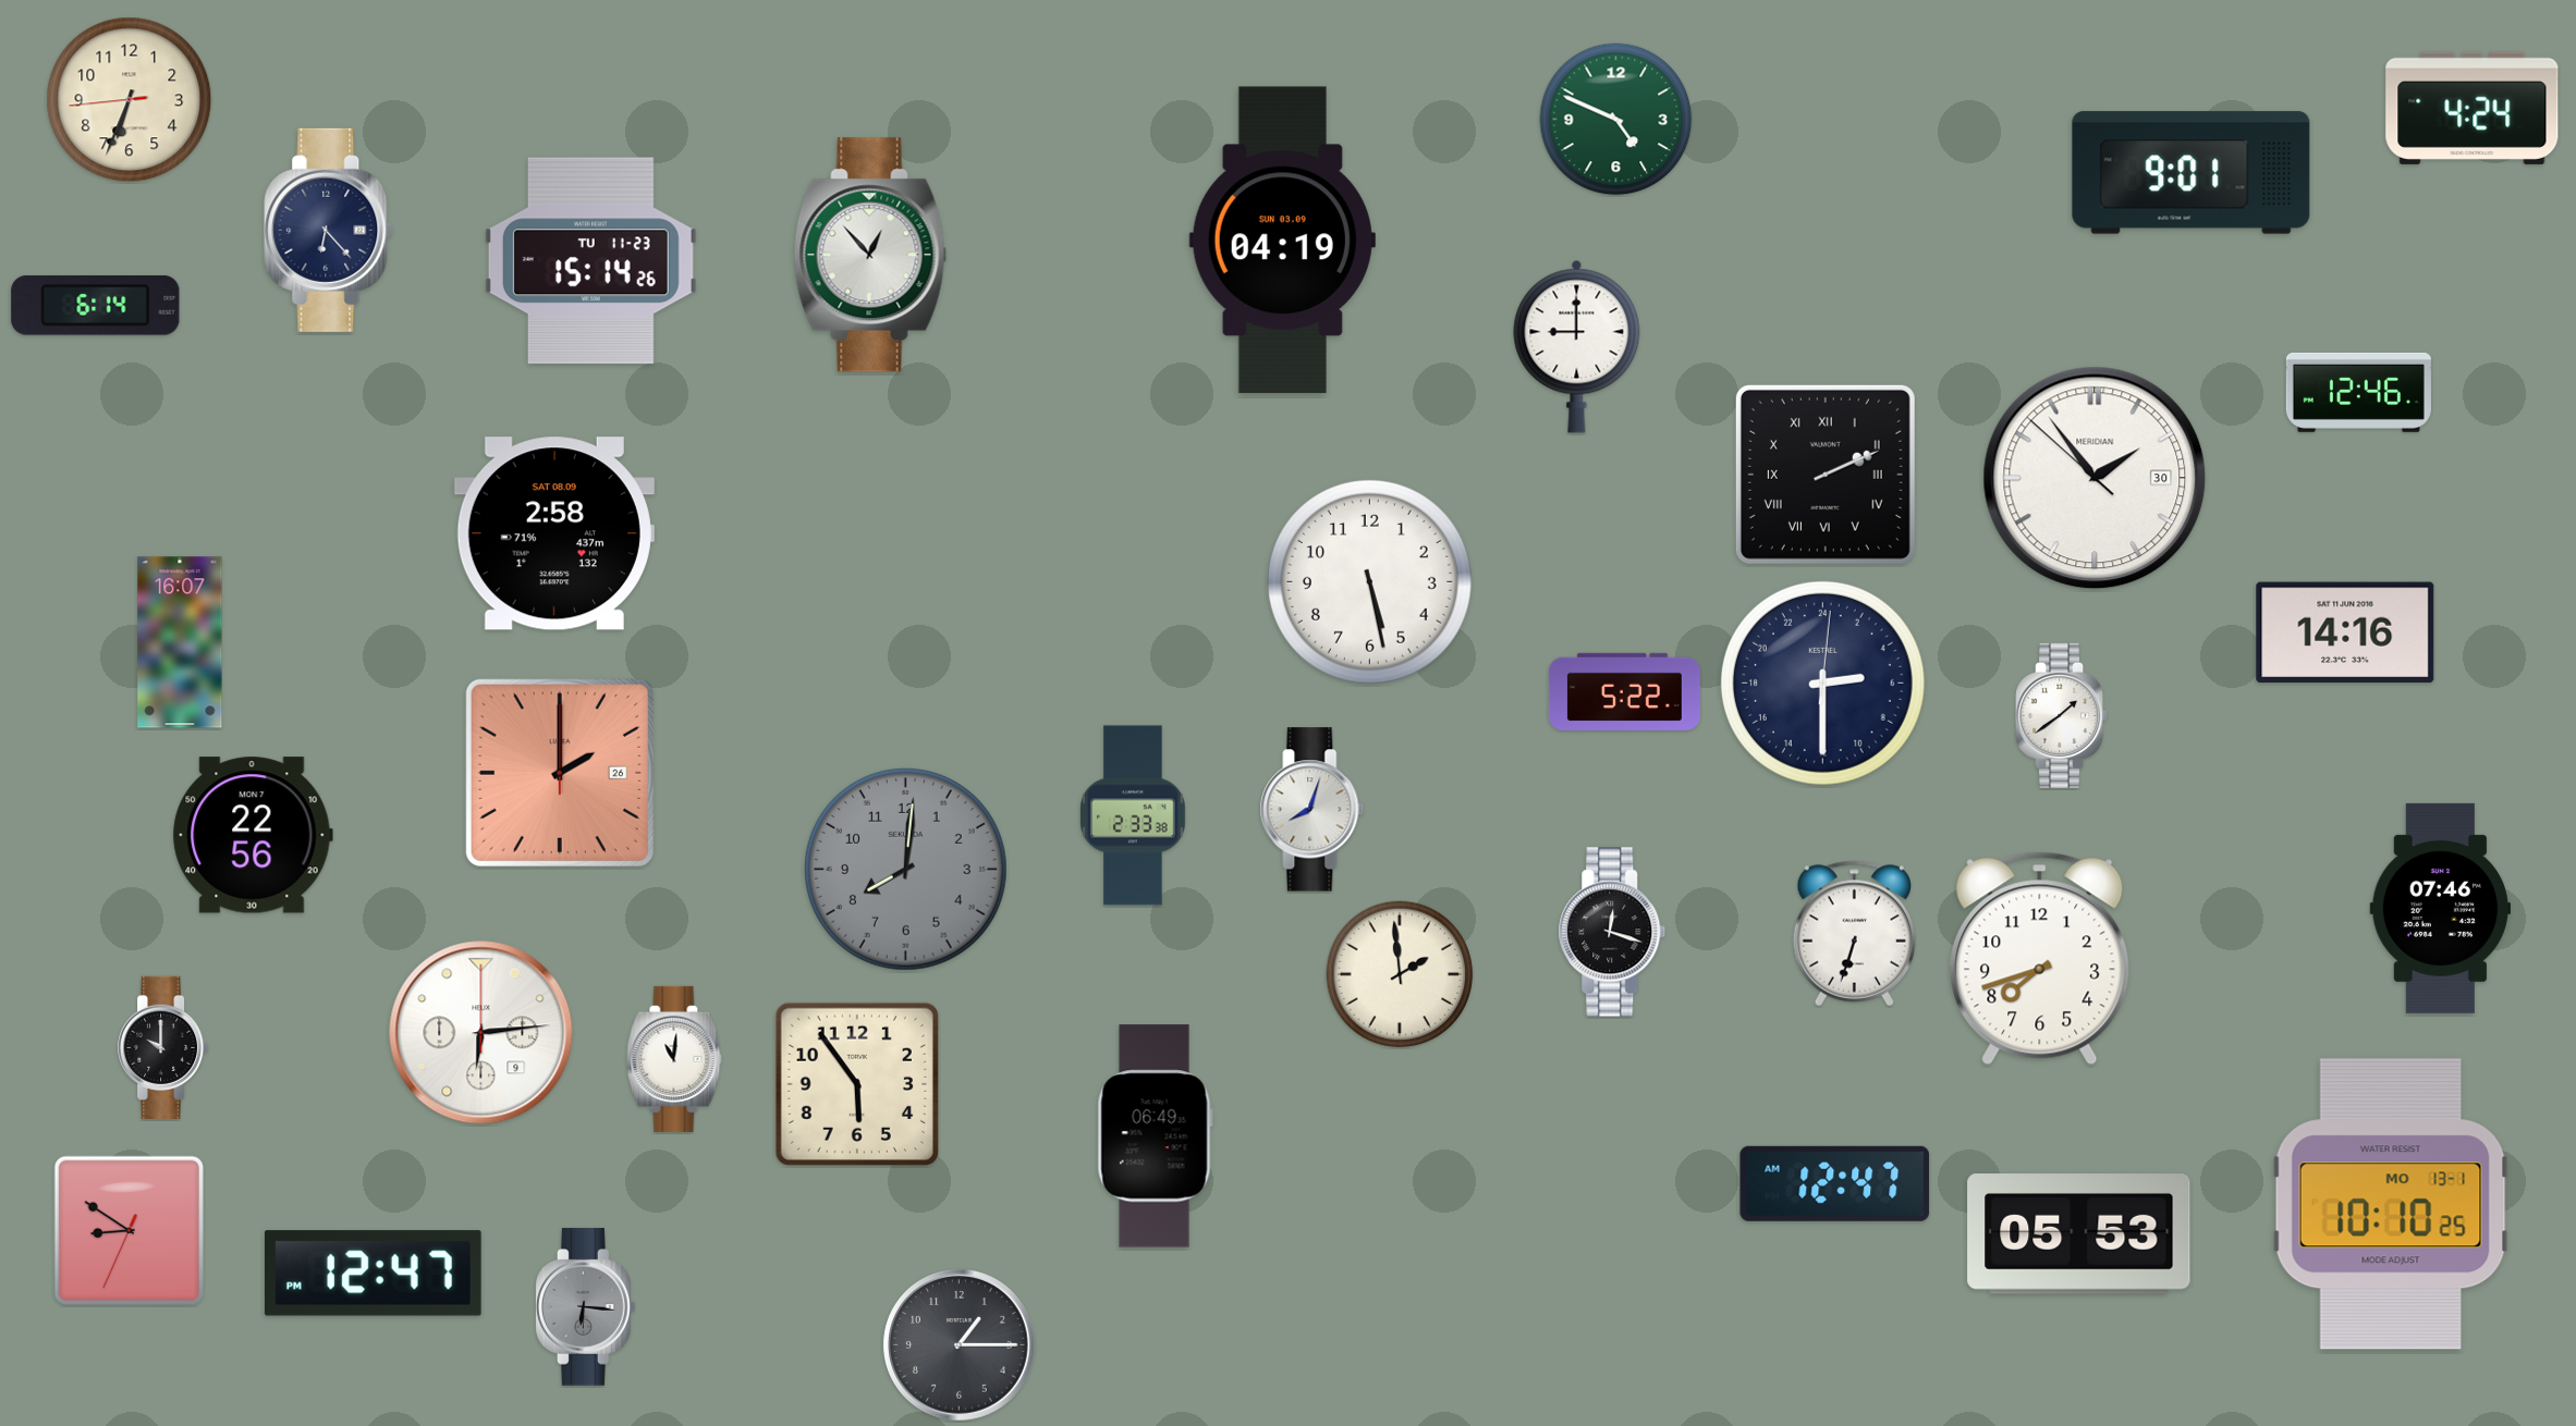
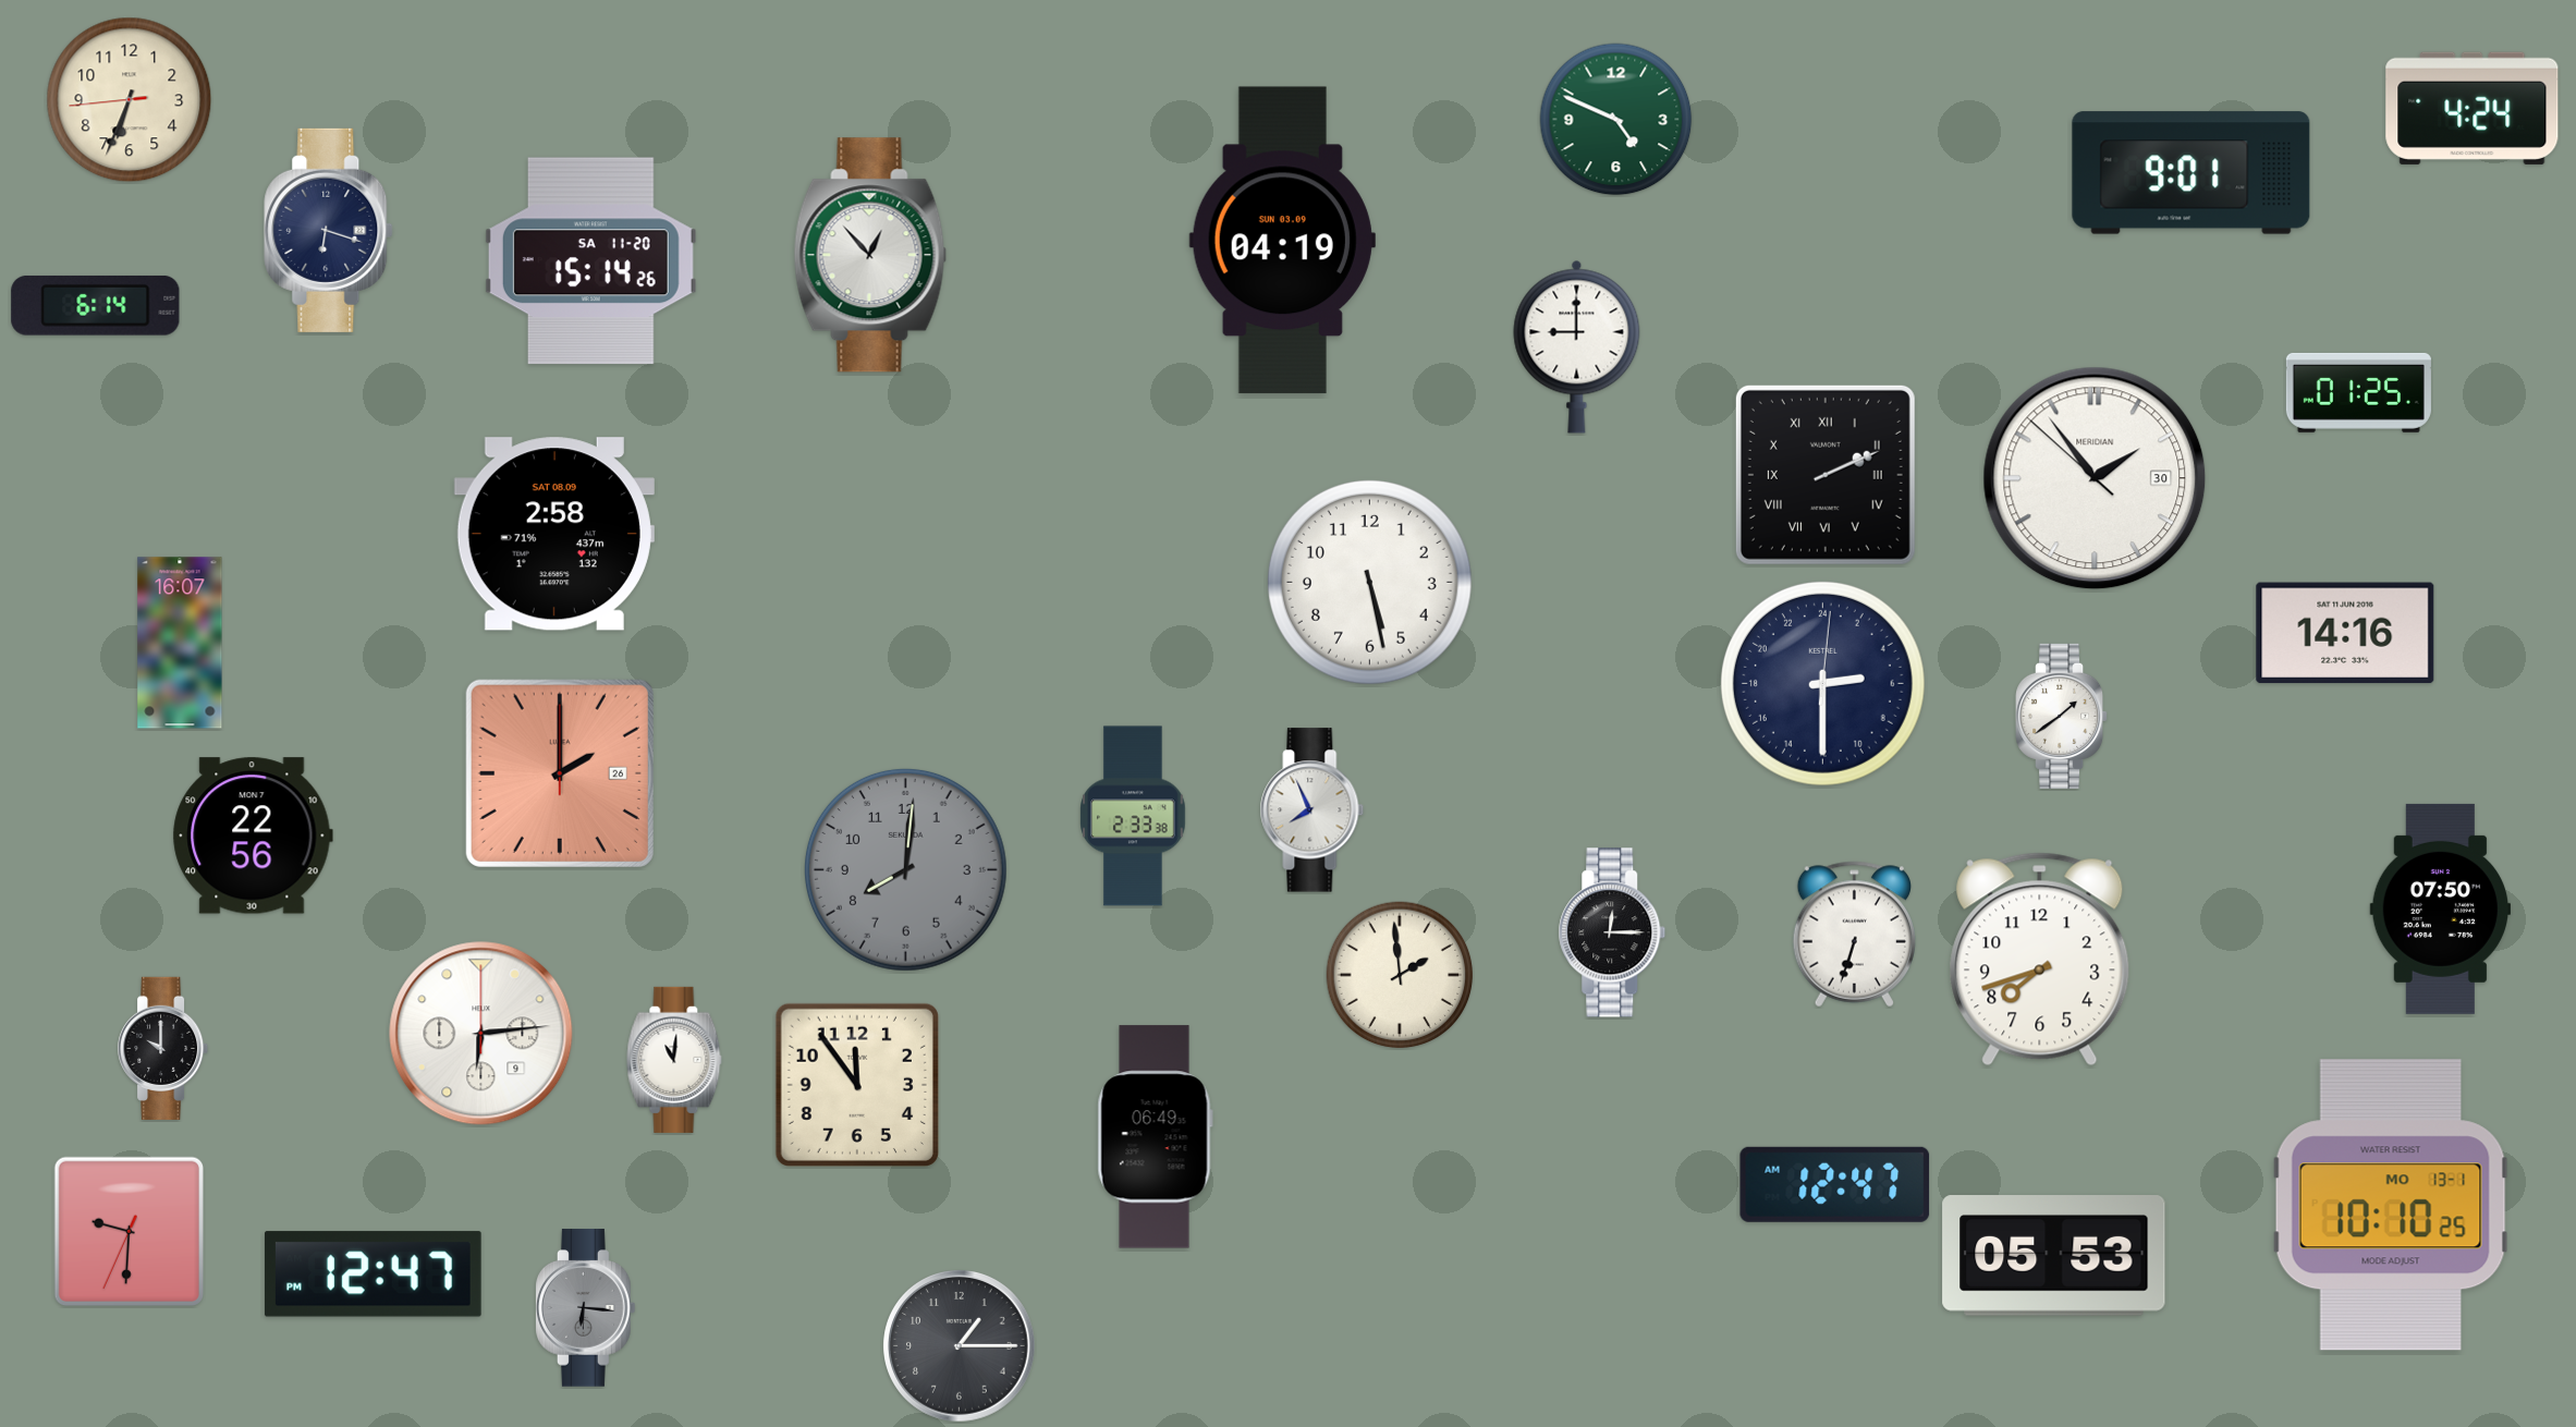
clock at (329, 230): 6:23 -> 6:18
clock at (590, 261) date: TU 11-23 -> SA 11-20
clock at (2358, 392): 12:46 -> 01:25
clock at (1624, 691): 5:22 -> none
clock at (1313, 810): 8:03 -> 7:56
clock at (2440, 908): 07:46 -> 07:50
clock at (1612, 932): 12:18 -> 12:15
clock at (857, 1084): 5:54 -> 11:54
clock at (129, 1230): 8:50 -> 9:30
clock at (2079, 1234) position: (2079, 1234) -> (2054, 1256)
